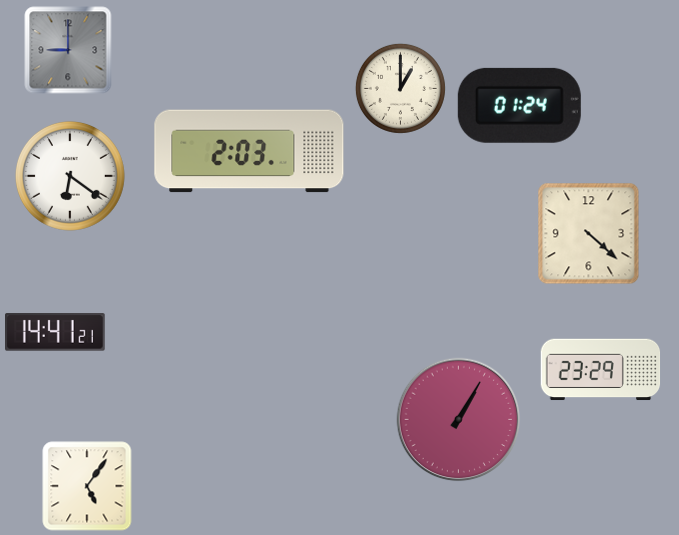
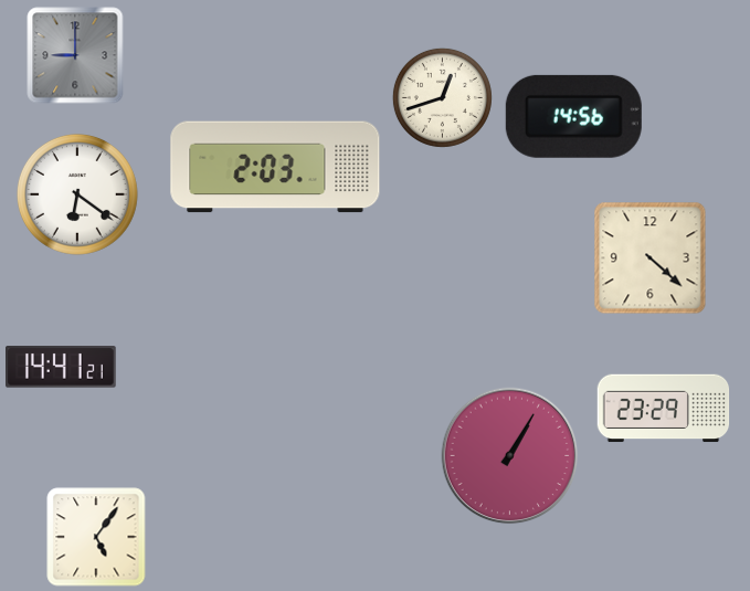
clock at (400, 88): 1:00 -> 12:42
clock at (519, 105): 01:24 -> 14:56
clock at (459, 420) position: (459, 420) -> (510, 456)
